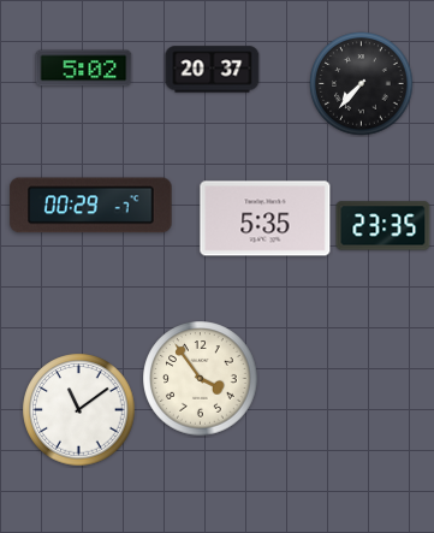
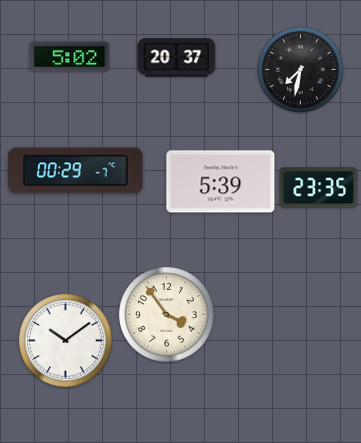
clock at (362, 84): 7:37 -> 7:32
clock at (266, 219): 5:35 -> 5:39
clock at (79, 410): 11:09 -> 10:09
